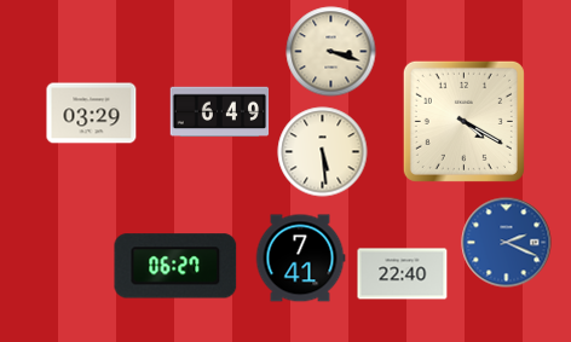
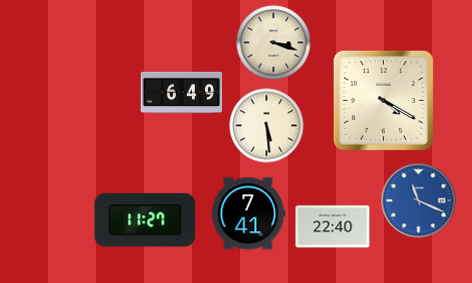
clock at (92, 114): 03:29 -> none
clock at (507, 243): 2:19 -> 11:19
clock at (175, 266): 06:27 -> 11:27
